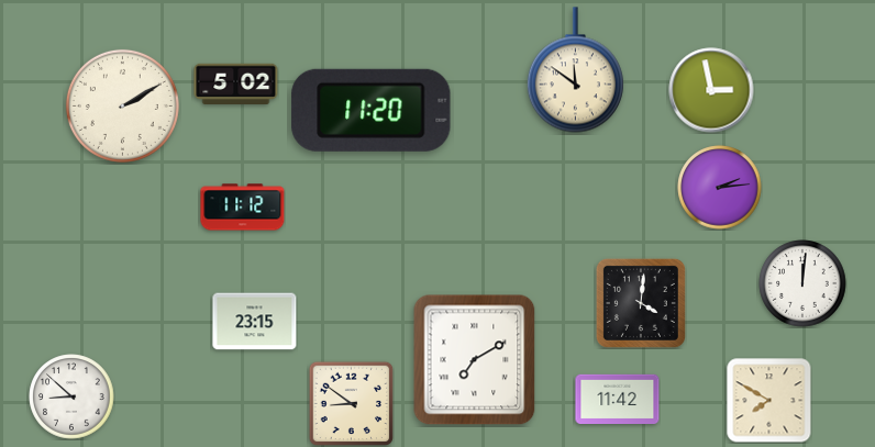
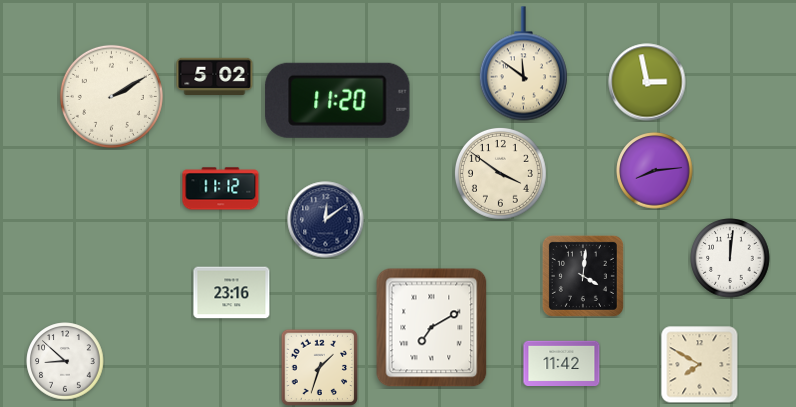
clock at (720, 188): 2:14 -> 8:14
clock at (500, 173): none -> 3:51
clock at (326, 220): none -> 12:09
clock at (255, 322): 23:15 -> 23:16
clock at (351, 403): 8:51 -> 1:33
